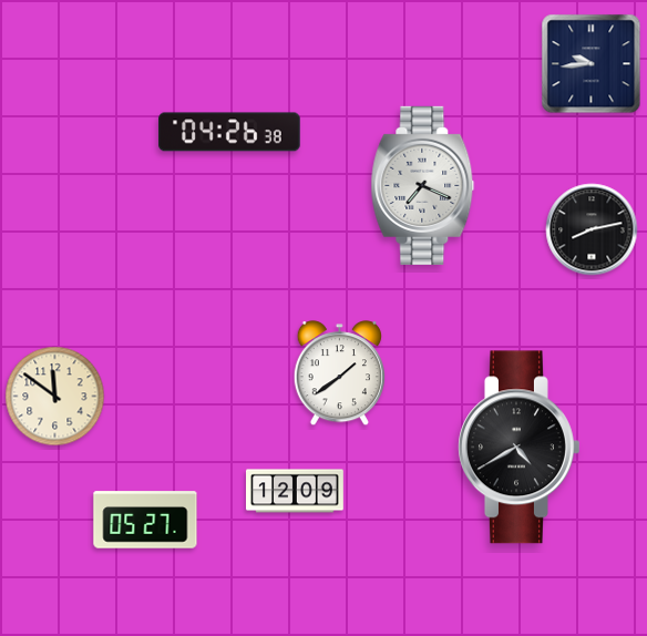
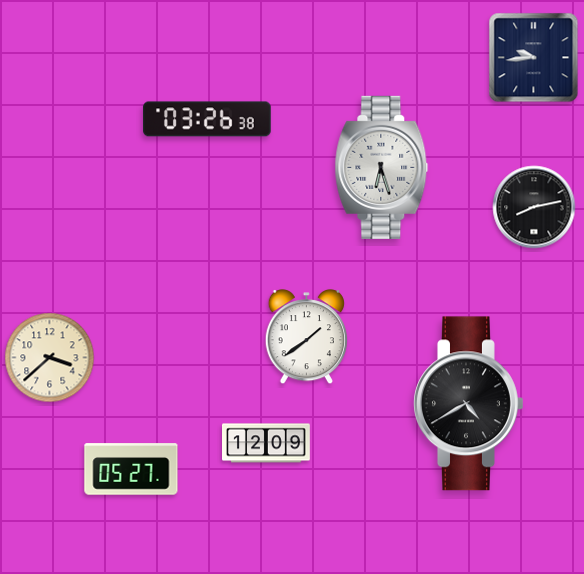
clock at (229, 132): 04:26 -> 03:26
clock at (423, 185): 7:19 -> 6:27
clock at (55, 397): 11:51 -> 3:38
